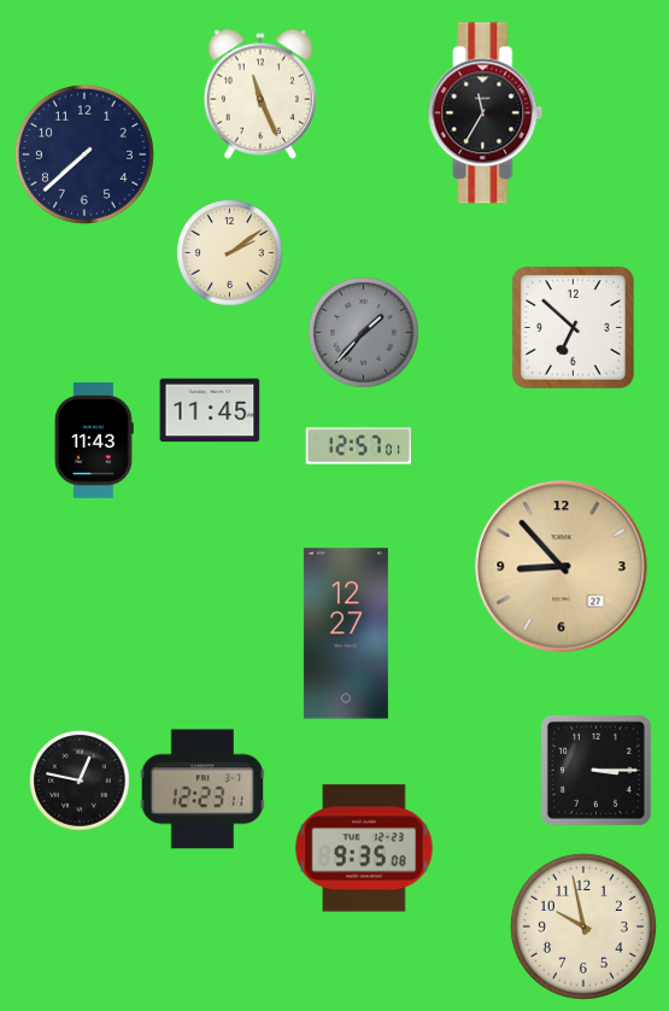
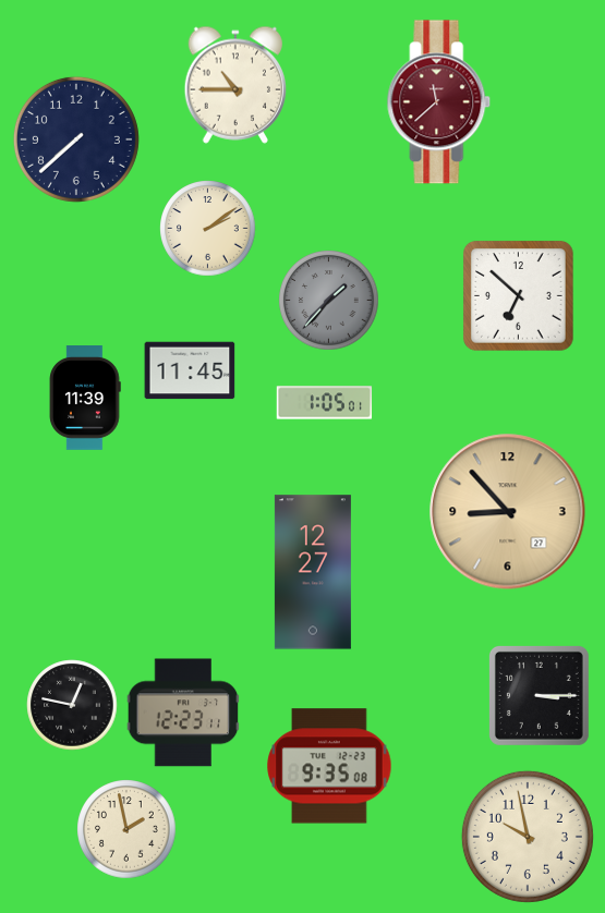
clock at (259, 94): 11:26 -> 10:45
clock at (486, 113): 11:35 -> 11:38
clock at (486, 113) dial: black -> burgundy
clock at (94, 442): 11:43 -> 11:39
clock at (359, 446): 12:57 -> 1:05
clock at (126, 829): none -> 1:58
